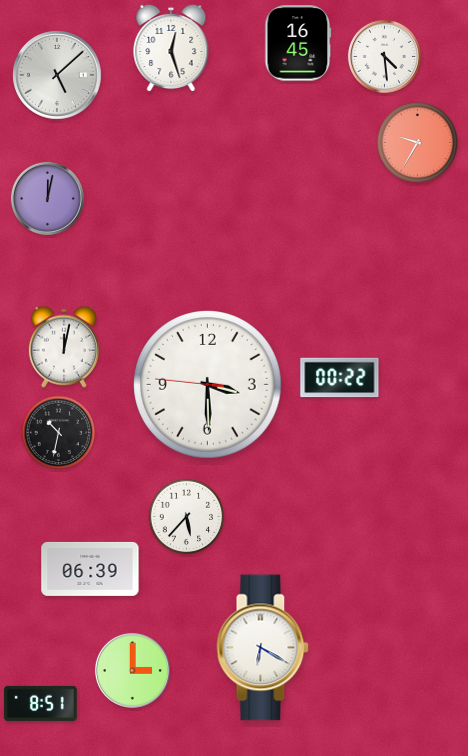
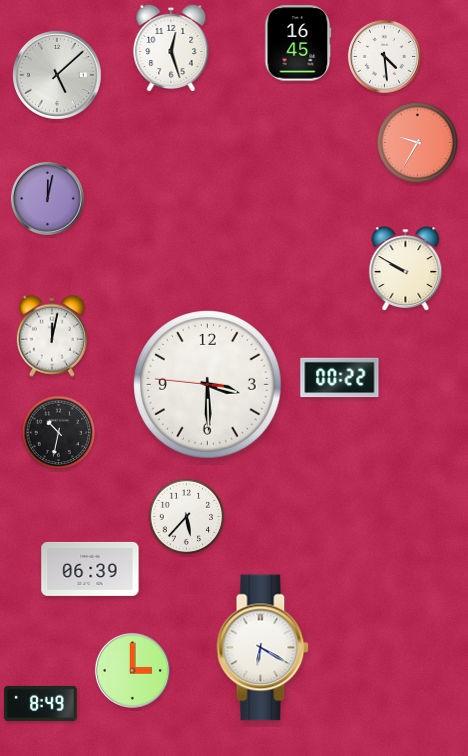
clock at (406, 269): none -> 9:50
clock at (64, 347) position: (64, 347) -> (52, 336)
clock at (41, 703): 8:51 -> 8:49
